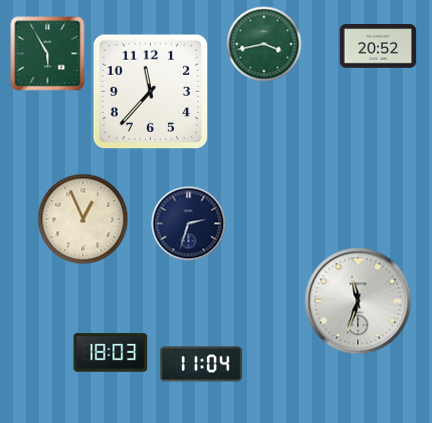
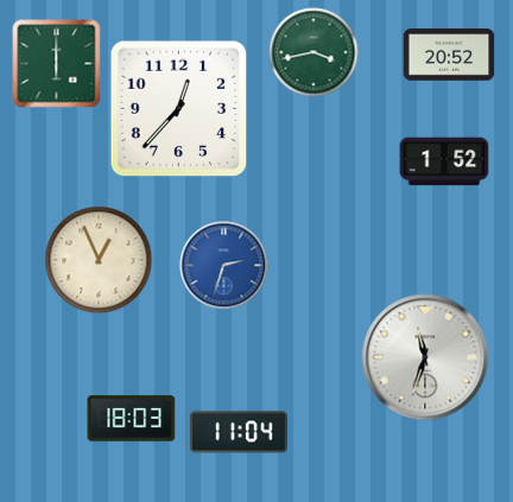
clock at (48, 54): 5:55 -> 6:00
clock at (151, 92): 11:37 -> 12:37
clock at (444, 161): none -> 1:52
clock at (189, 224) dial: navy -> blue
